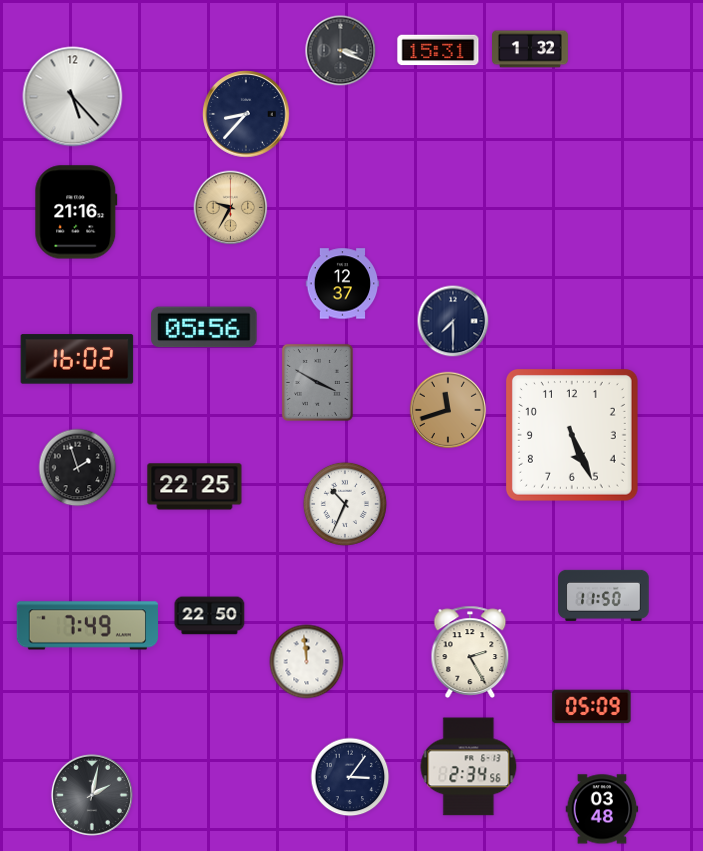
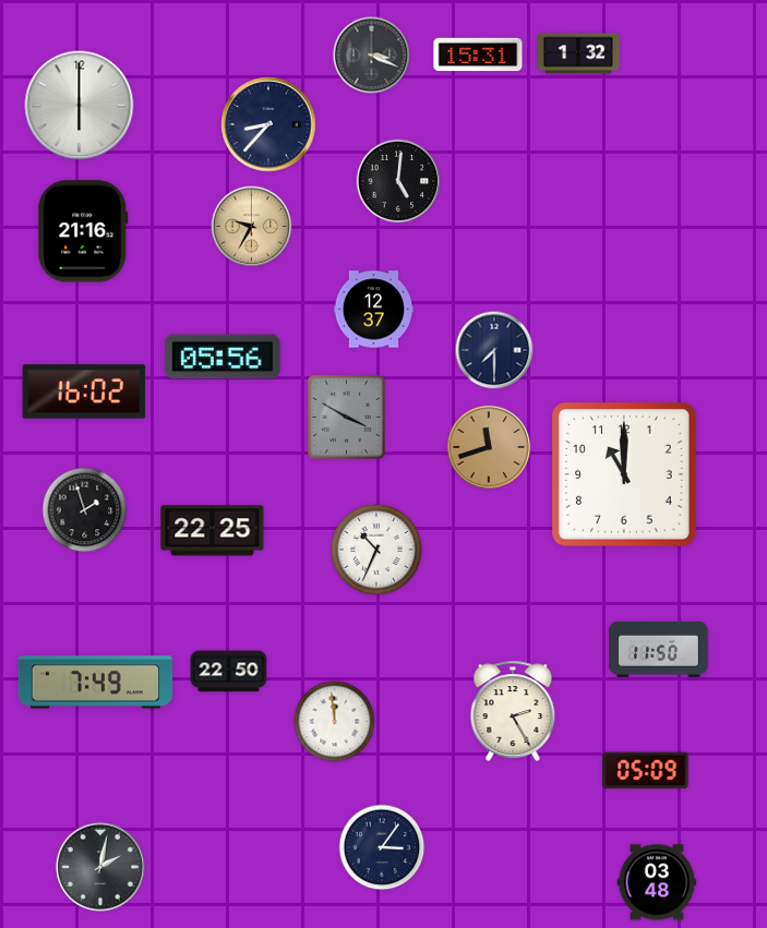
clock at (73, 97): 5:23 -> 6:00
clock at (398, 181): none -> 5:01
clock at (573, 436): 5:26 -> 11:00
clock at (469, 767): 2:34 -> none
